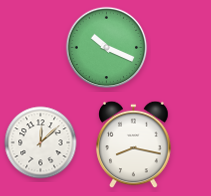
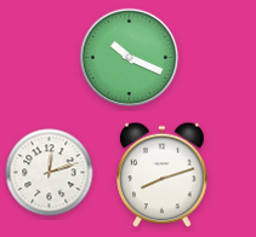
clock at (41, 143): 12:08 -> 12:12
clock at (134, 145): 8:17 -> 8:12
